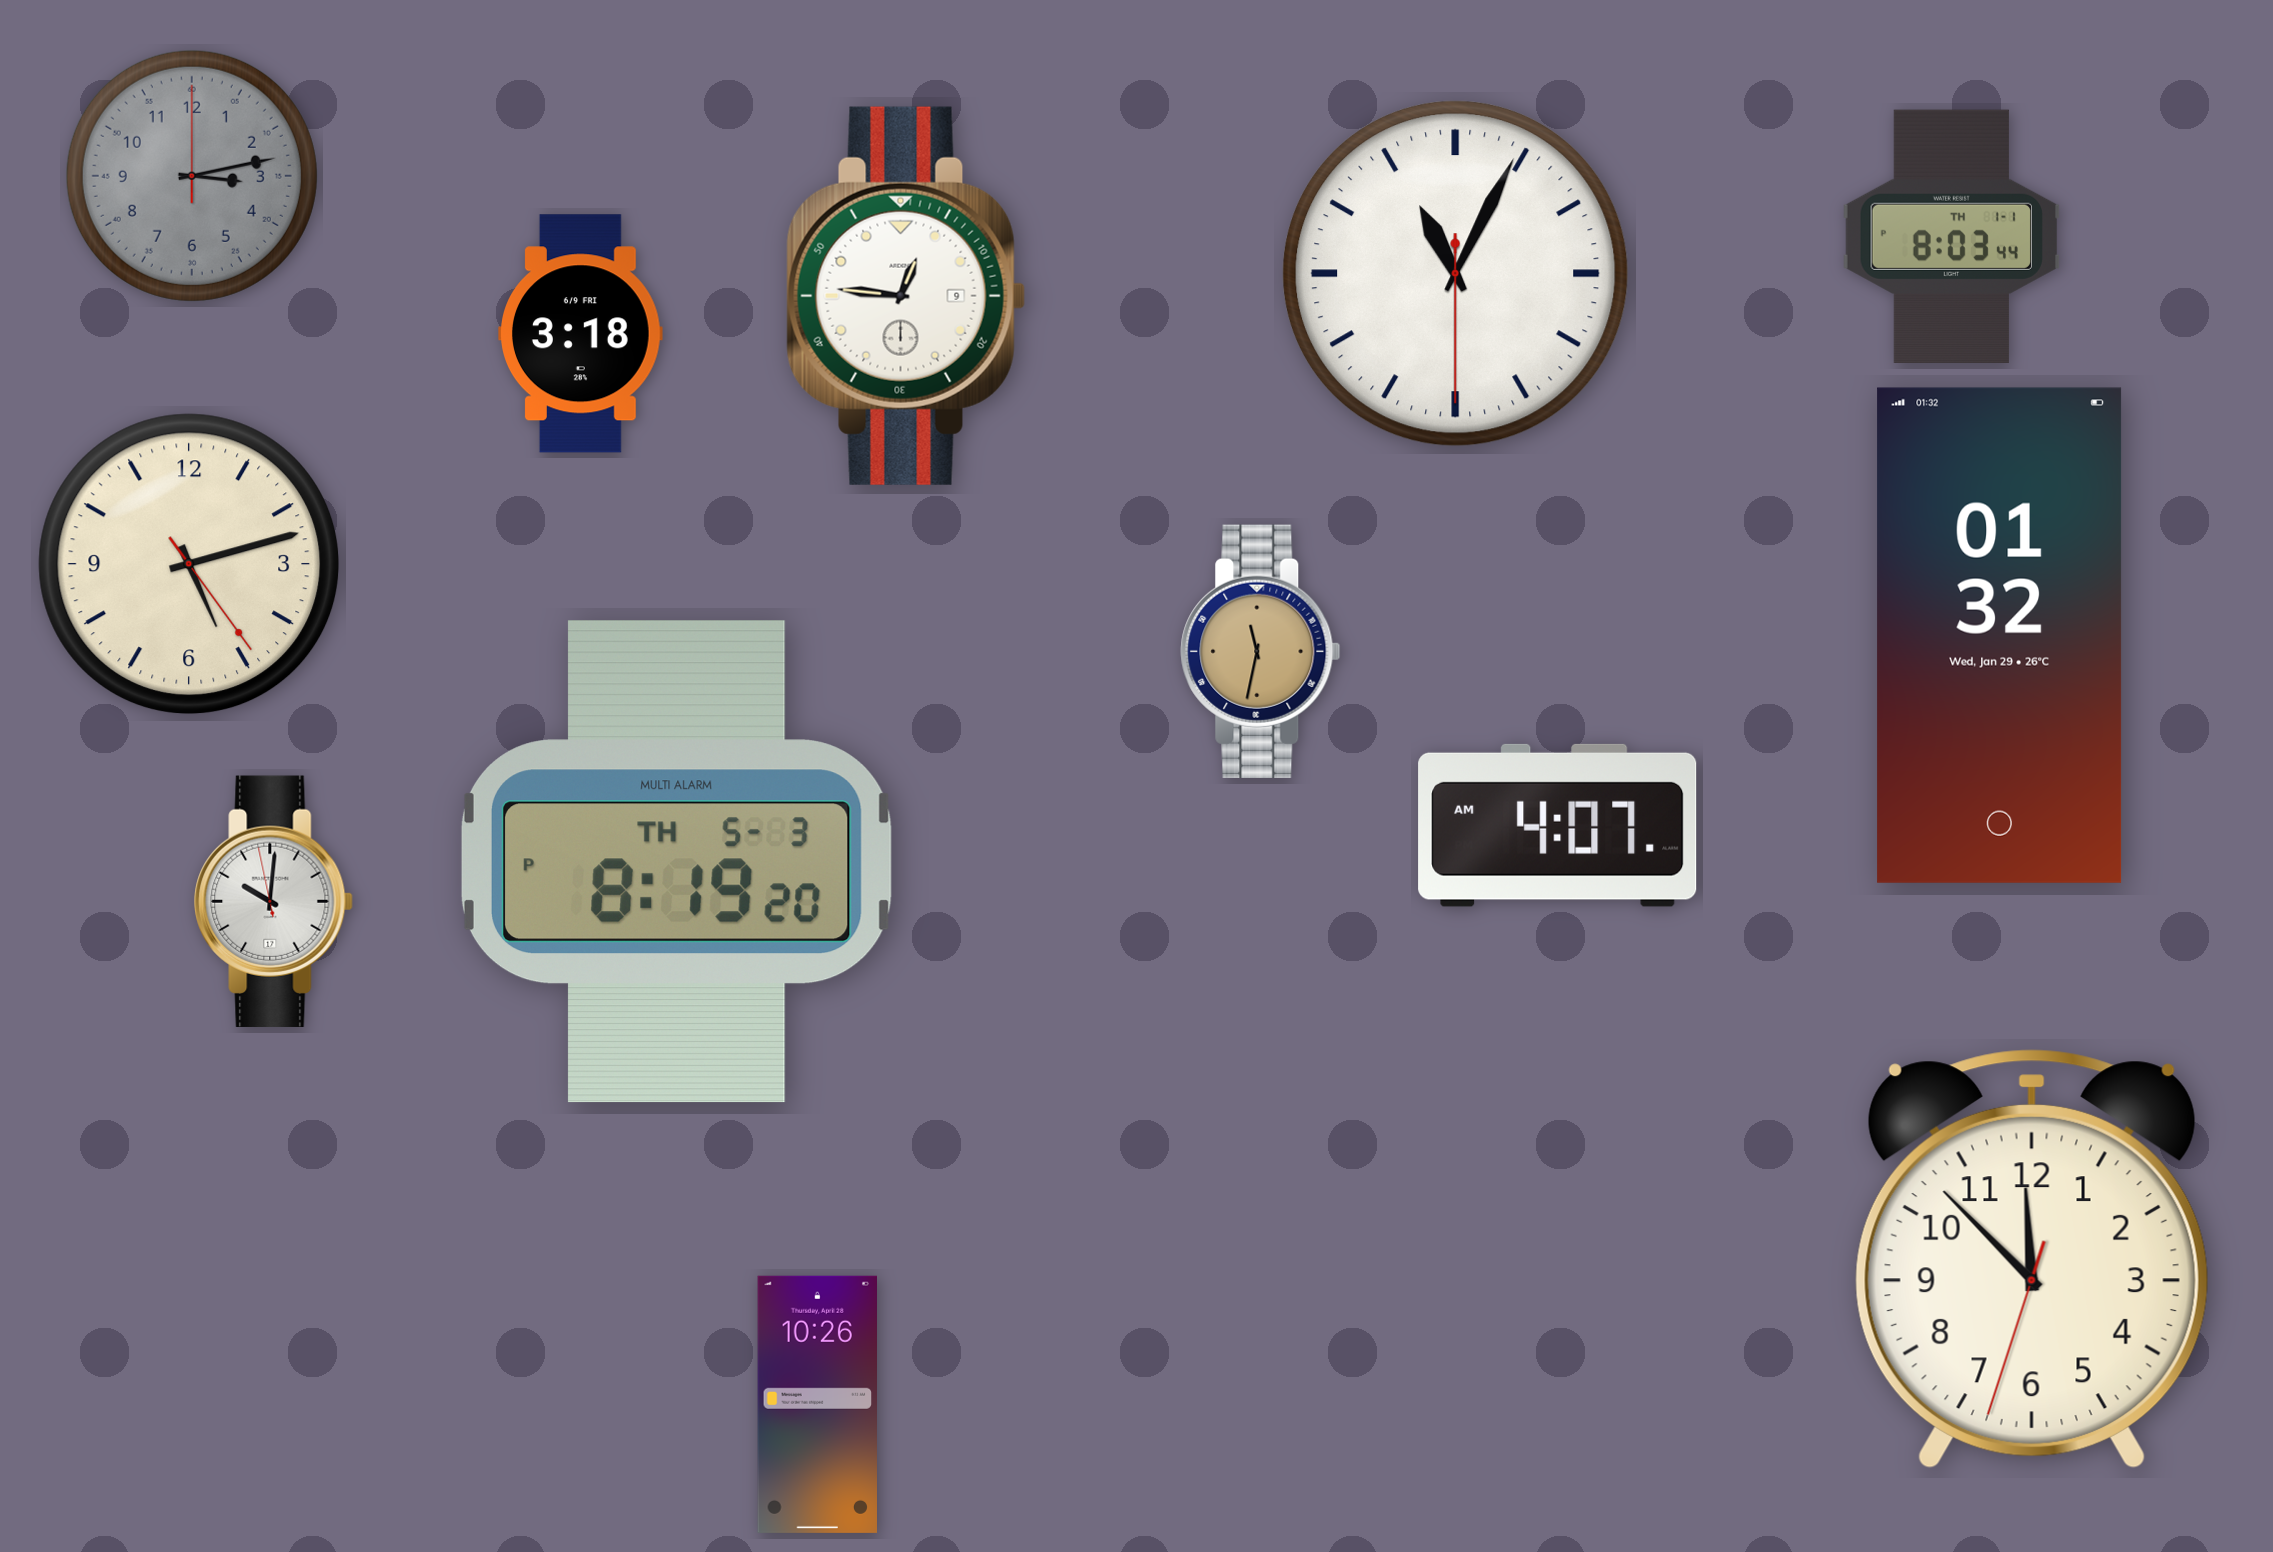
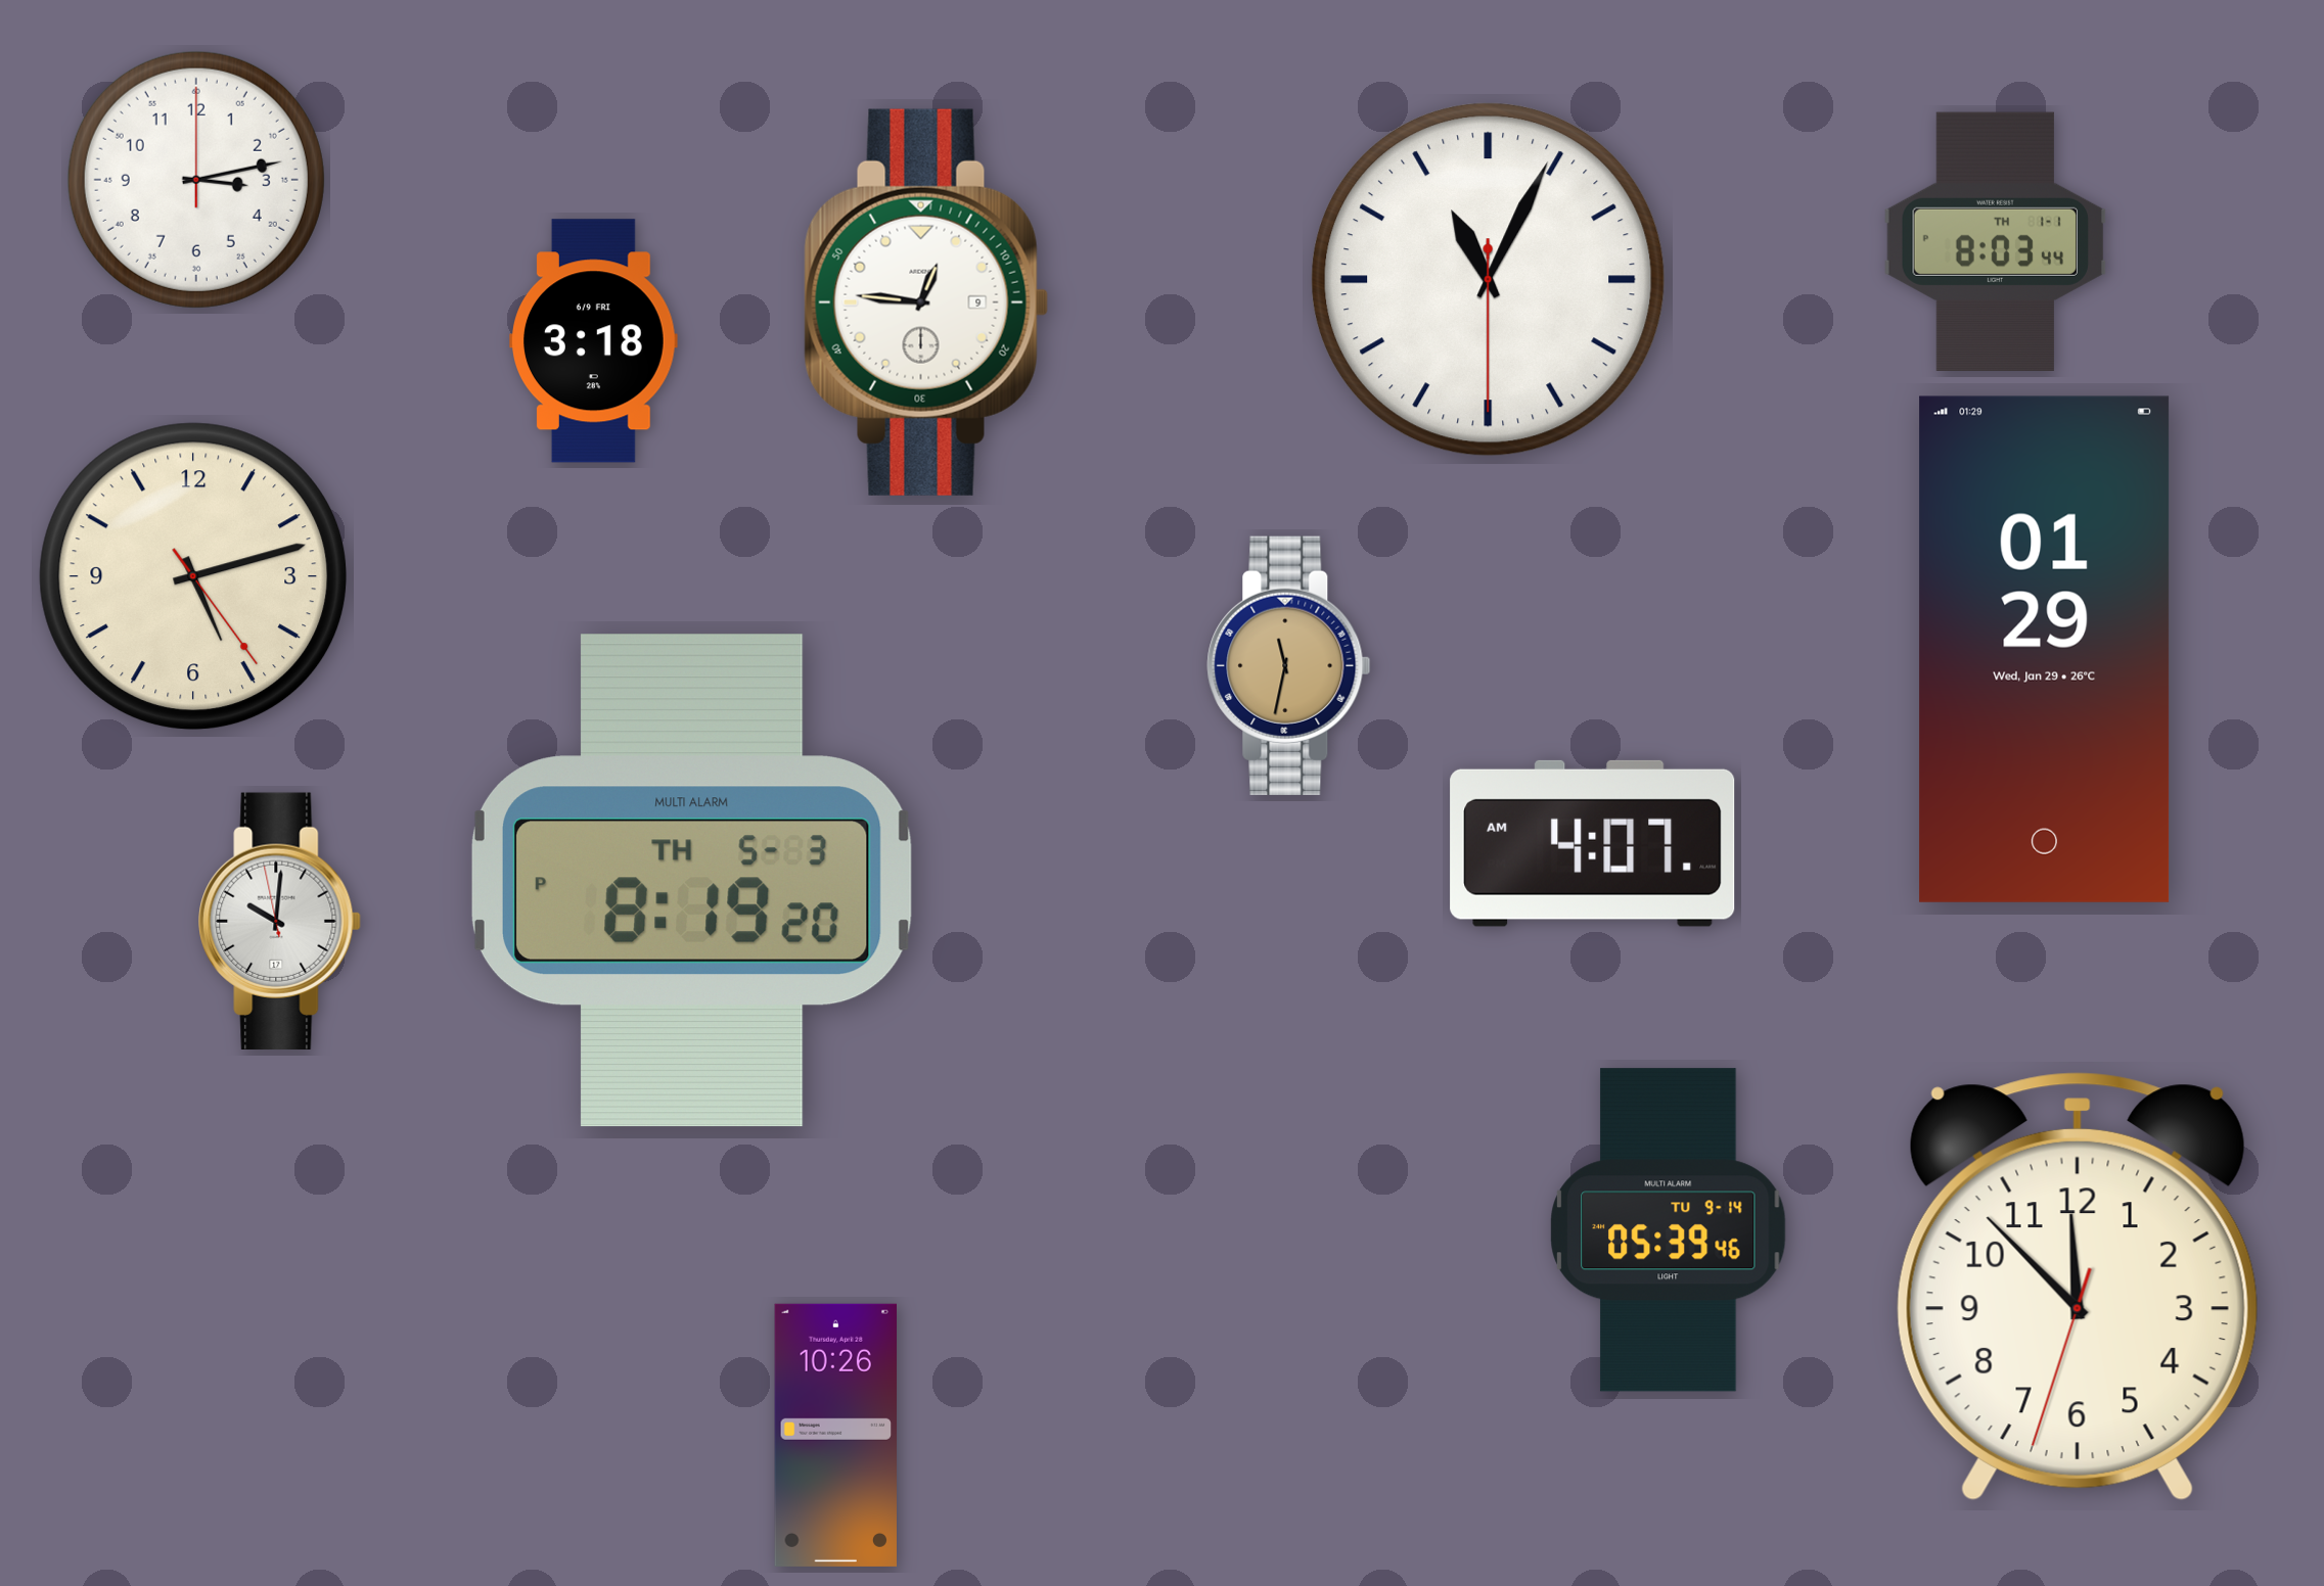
clock at (192, 176) dial: grey -> white
clock at (2000, 635): 01:32 -> 01:29
clock at (1669, 1230): none -> 05:39
